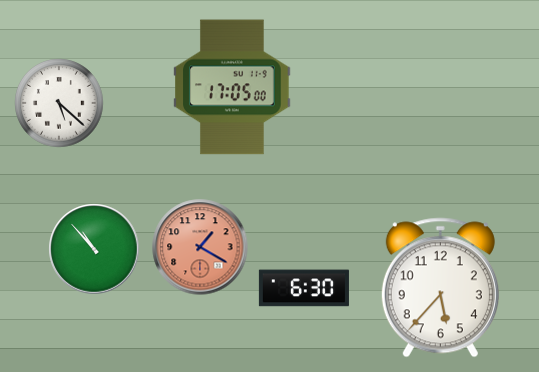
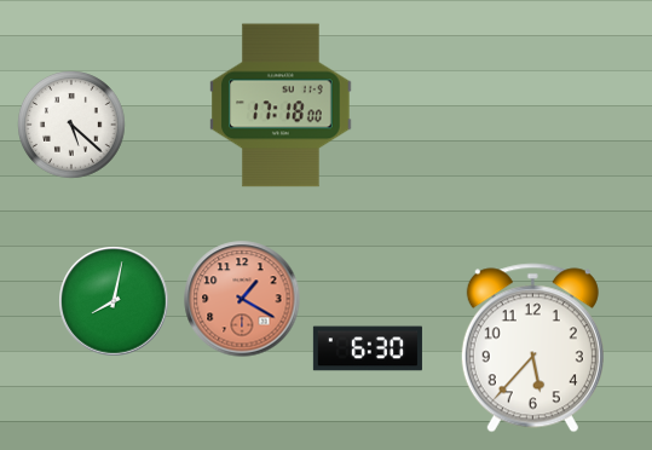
clock at (232, 87): 17:05 -> 17:18
clock at (94, 249): 10:53 -> 8:02
